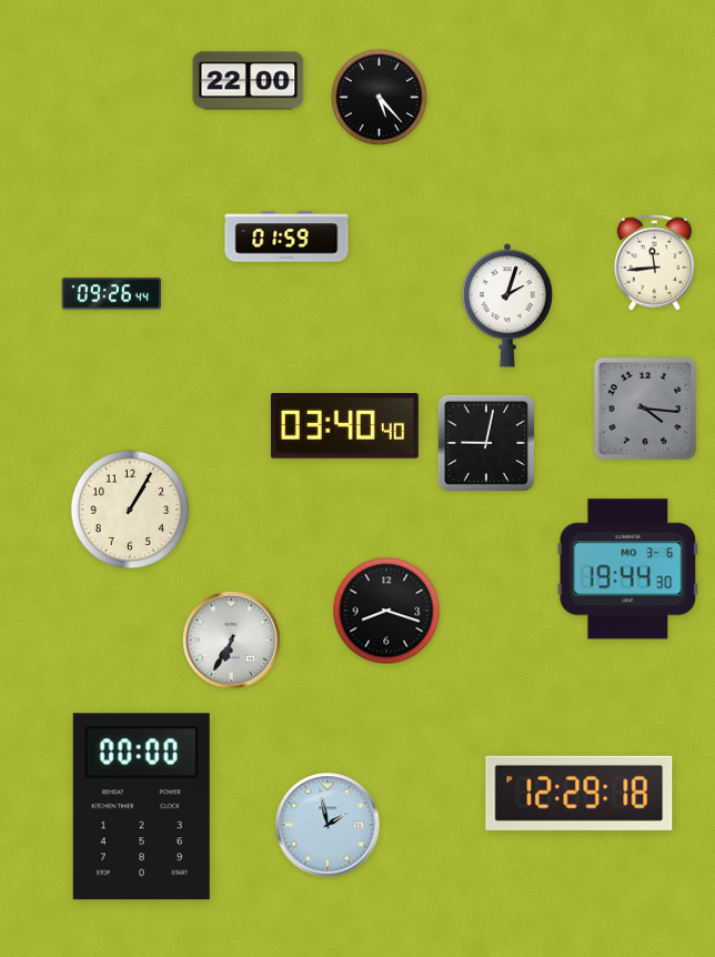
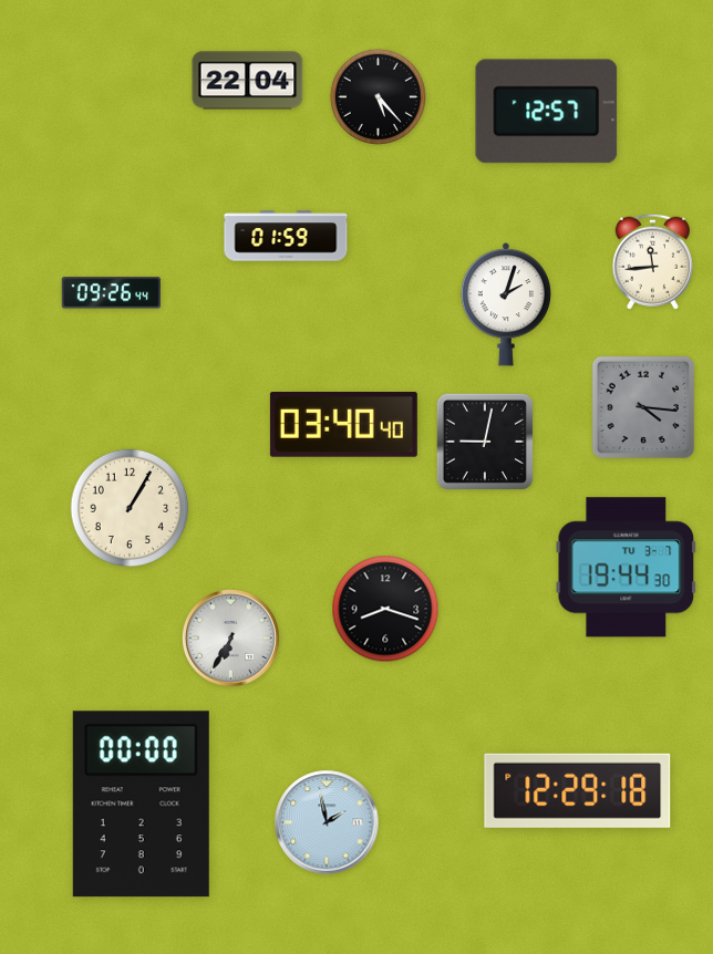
clock at (249, 81): 22:00 -> 22:04
clock at (547, 112): none -> 12:57
clock at (628, 570) date: MO 3-6 -> TU 3-7
